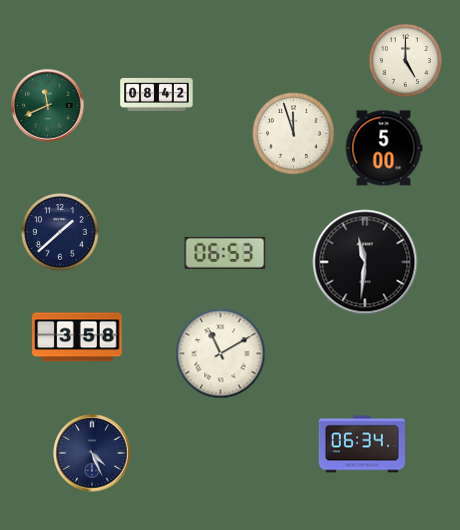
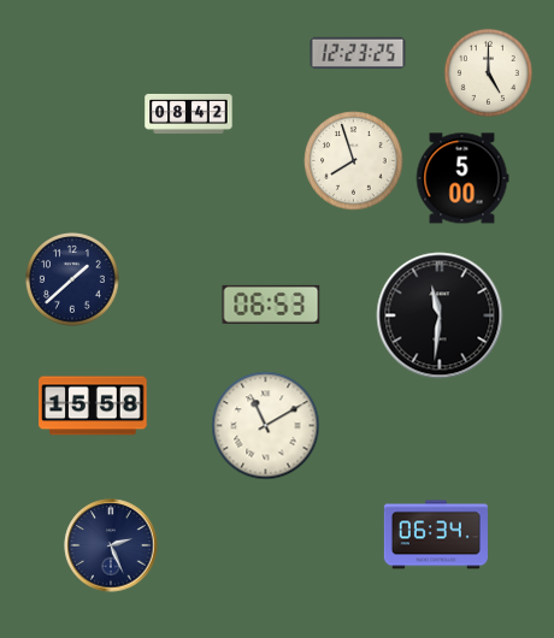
clock at (358, 53): none -> 12:23
clock at (48, 106): 11:41 -> none
clock at (294, 134): 11:57 -> 7:57
clock at (77, 337): 3:58 -> 15:58
clock at (92, 453): 4:26 -> 2:26
